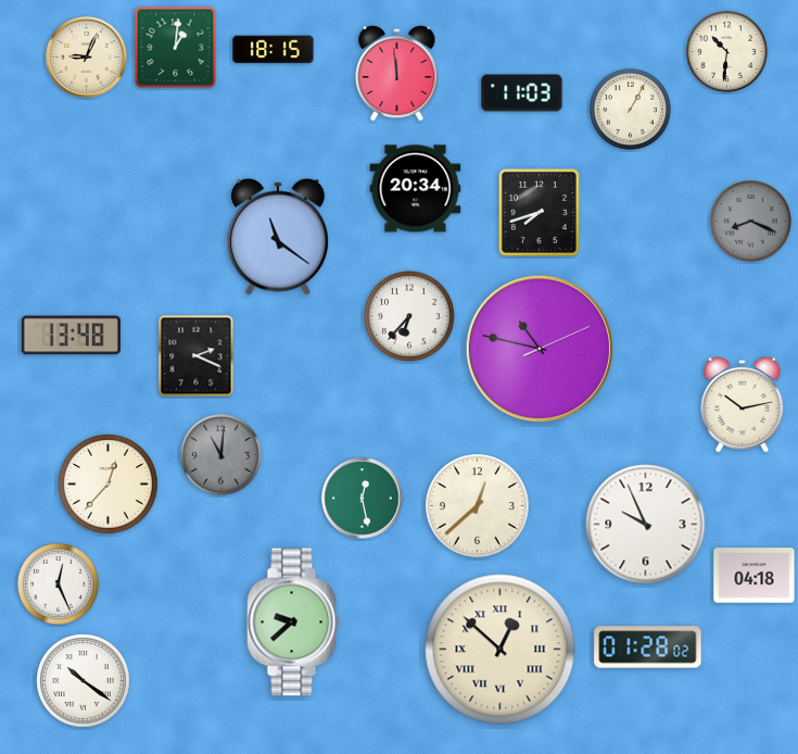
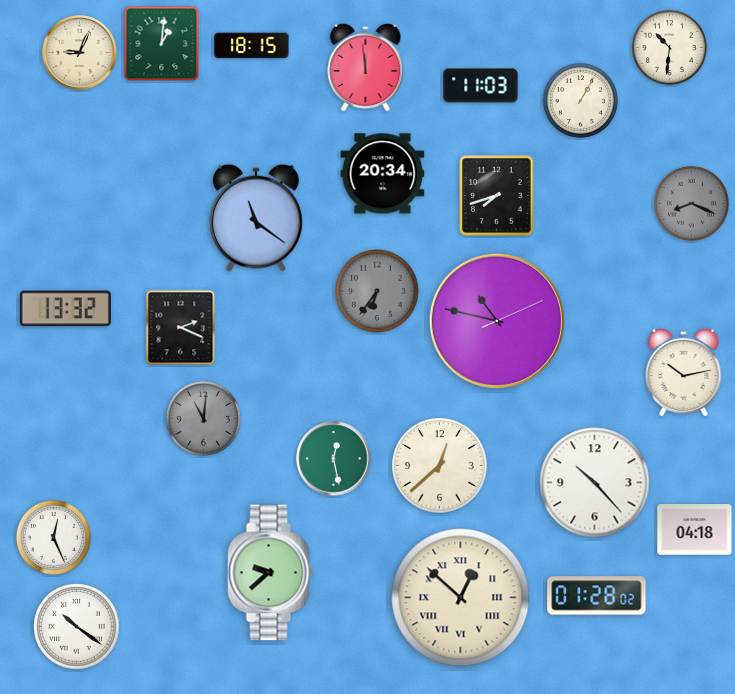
clock at (410, 317): 6:37 -> 6:36
clock at (410, 317) dial: white -> grey
clock at (71, 336): 13:48 -> 13:32
clock at (109, 485): 12:37 -> none
clock at (646, 525): 9:56 -> 10:23
